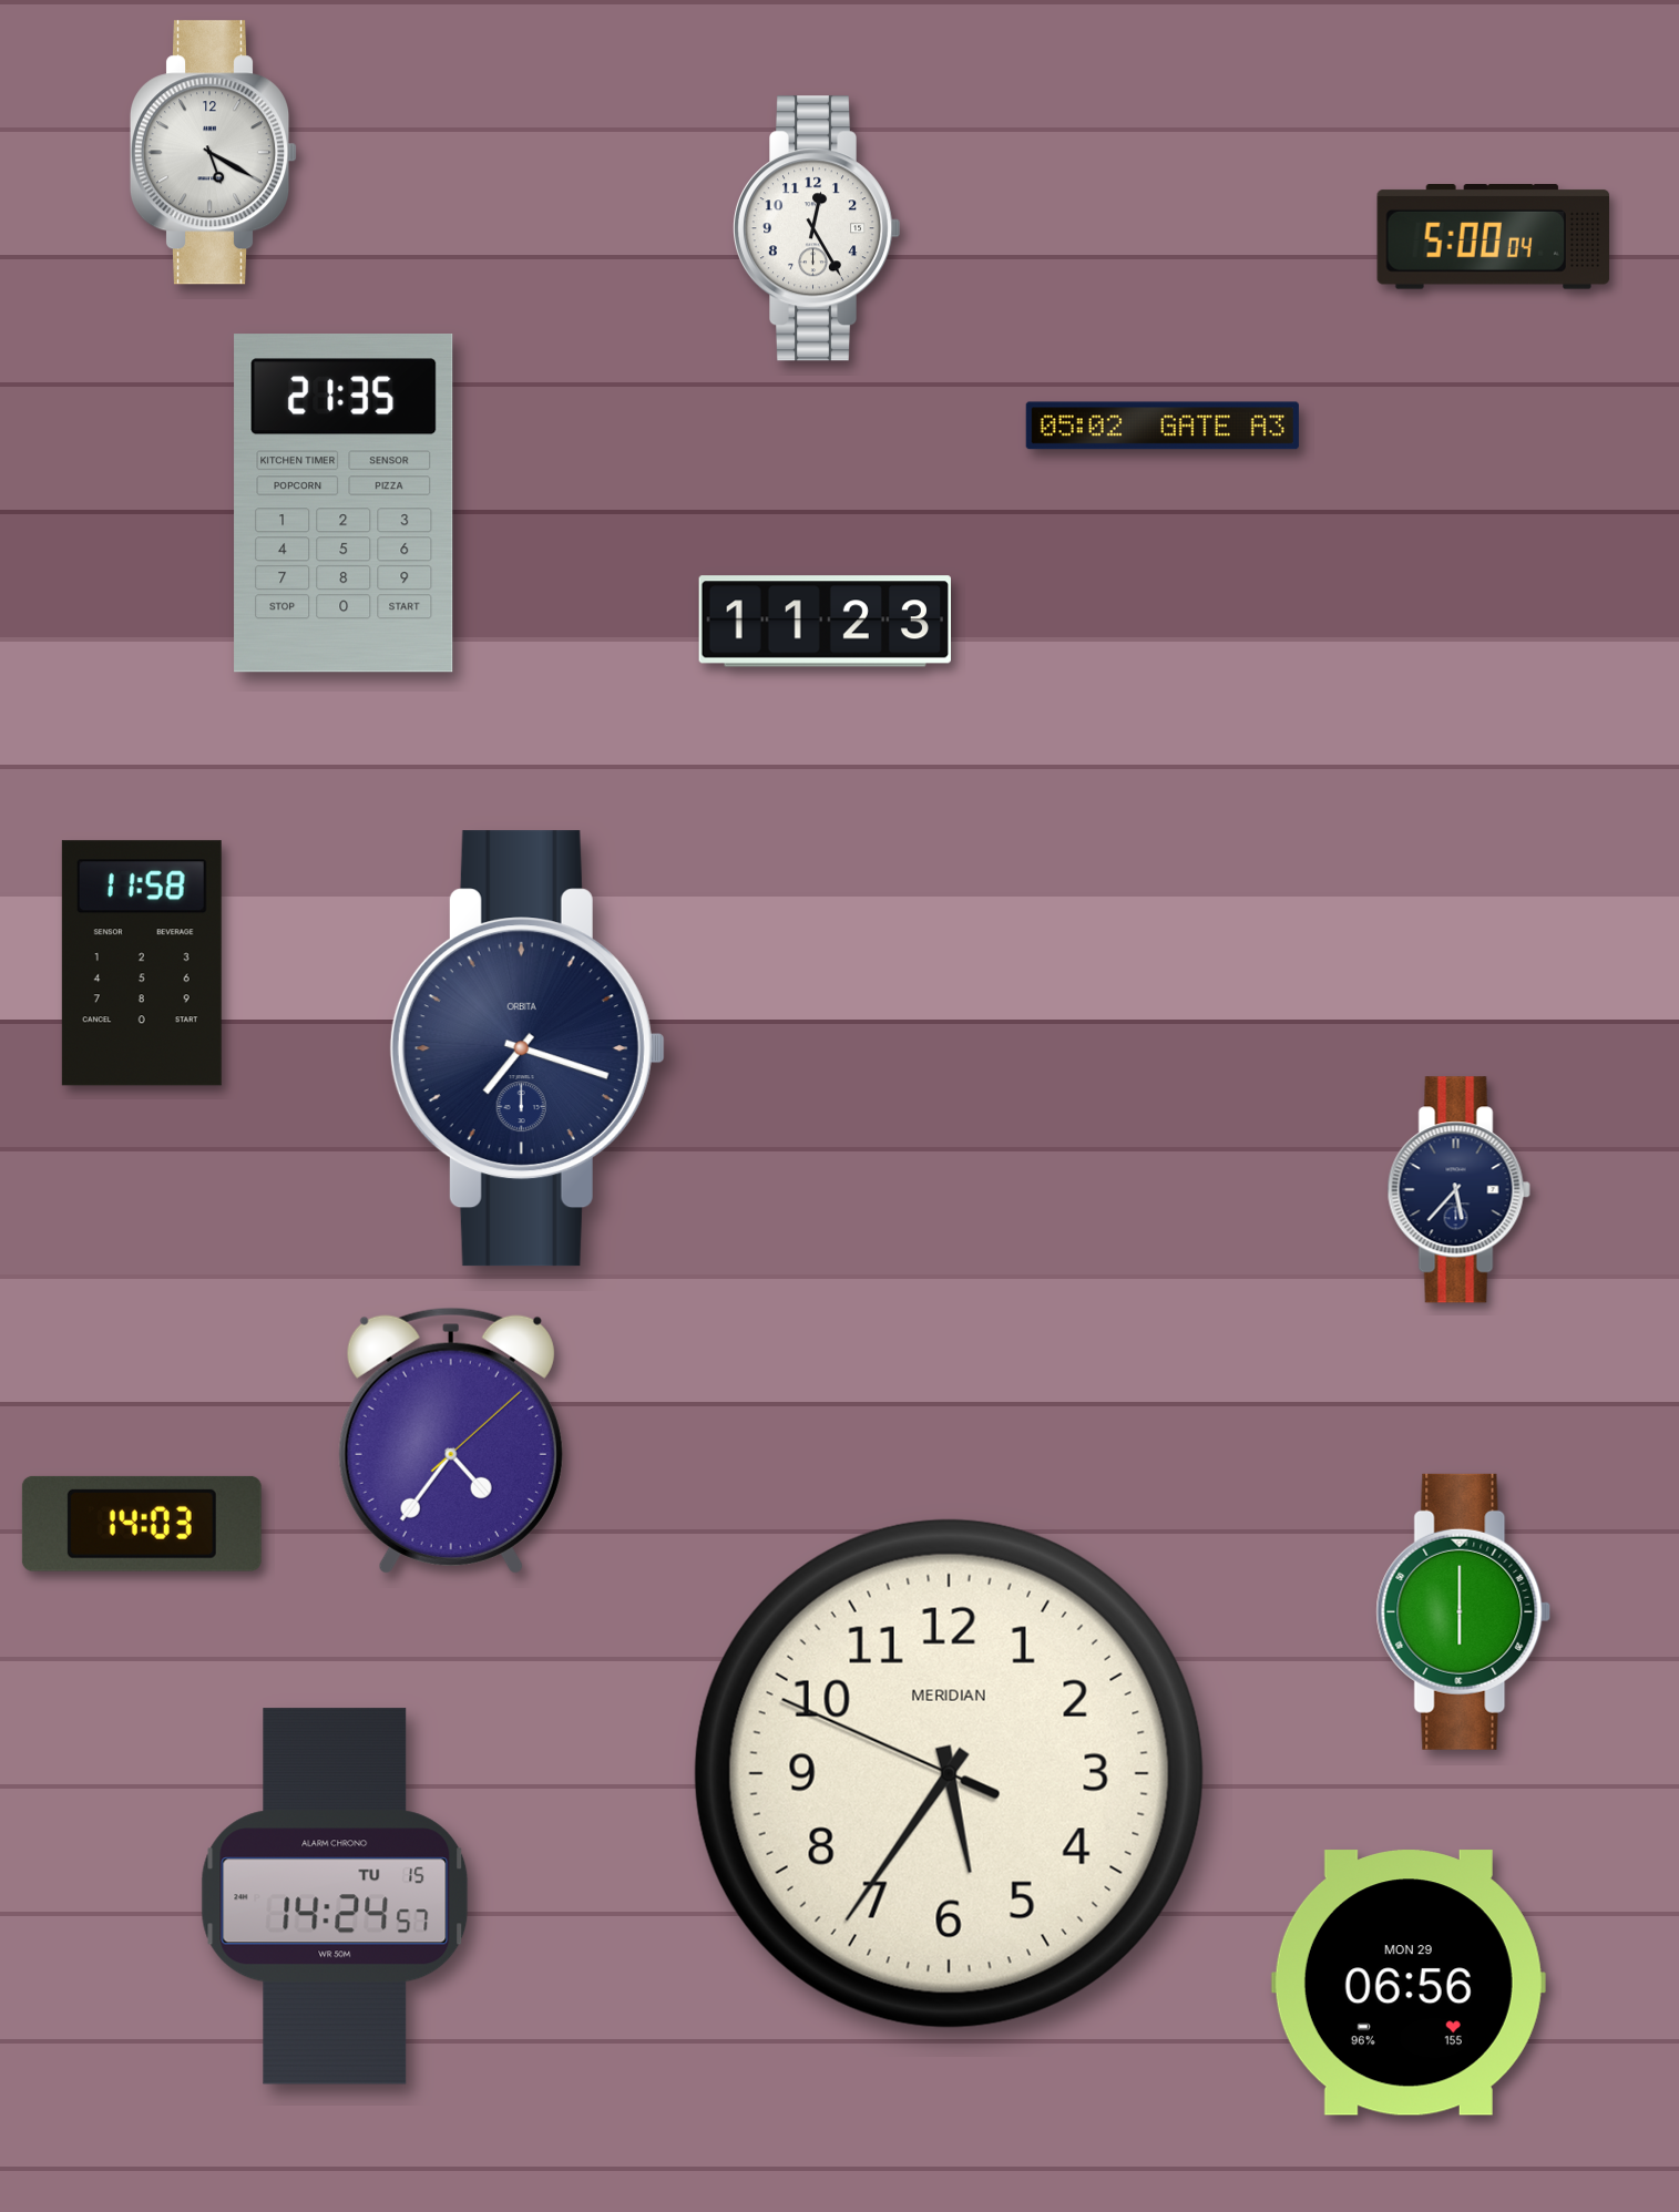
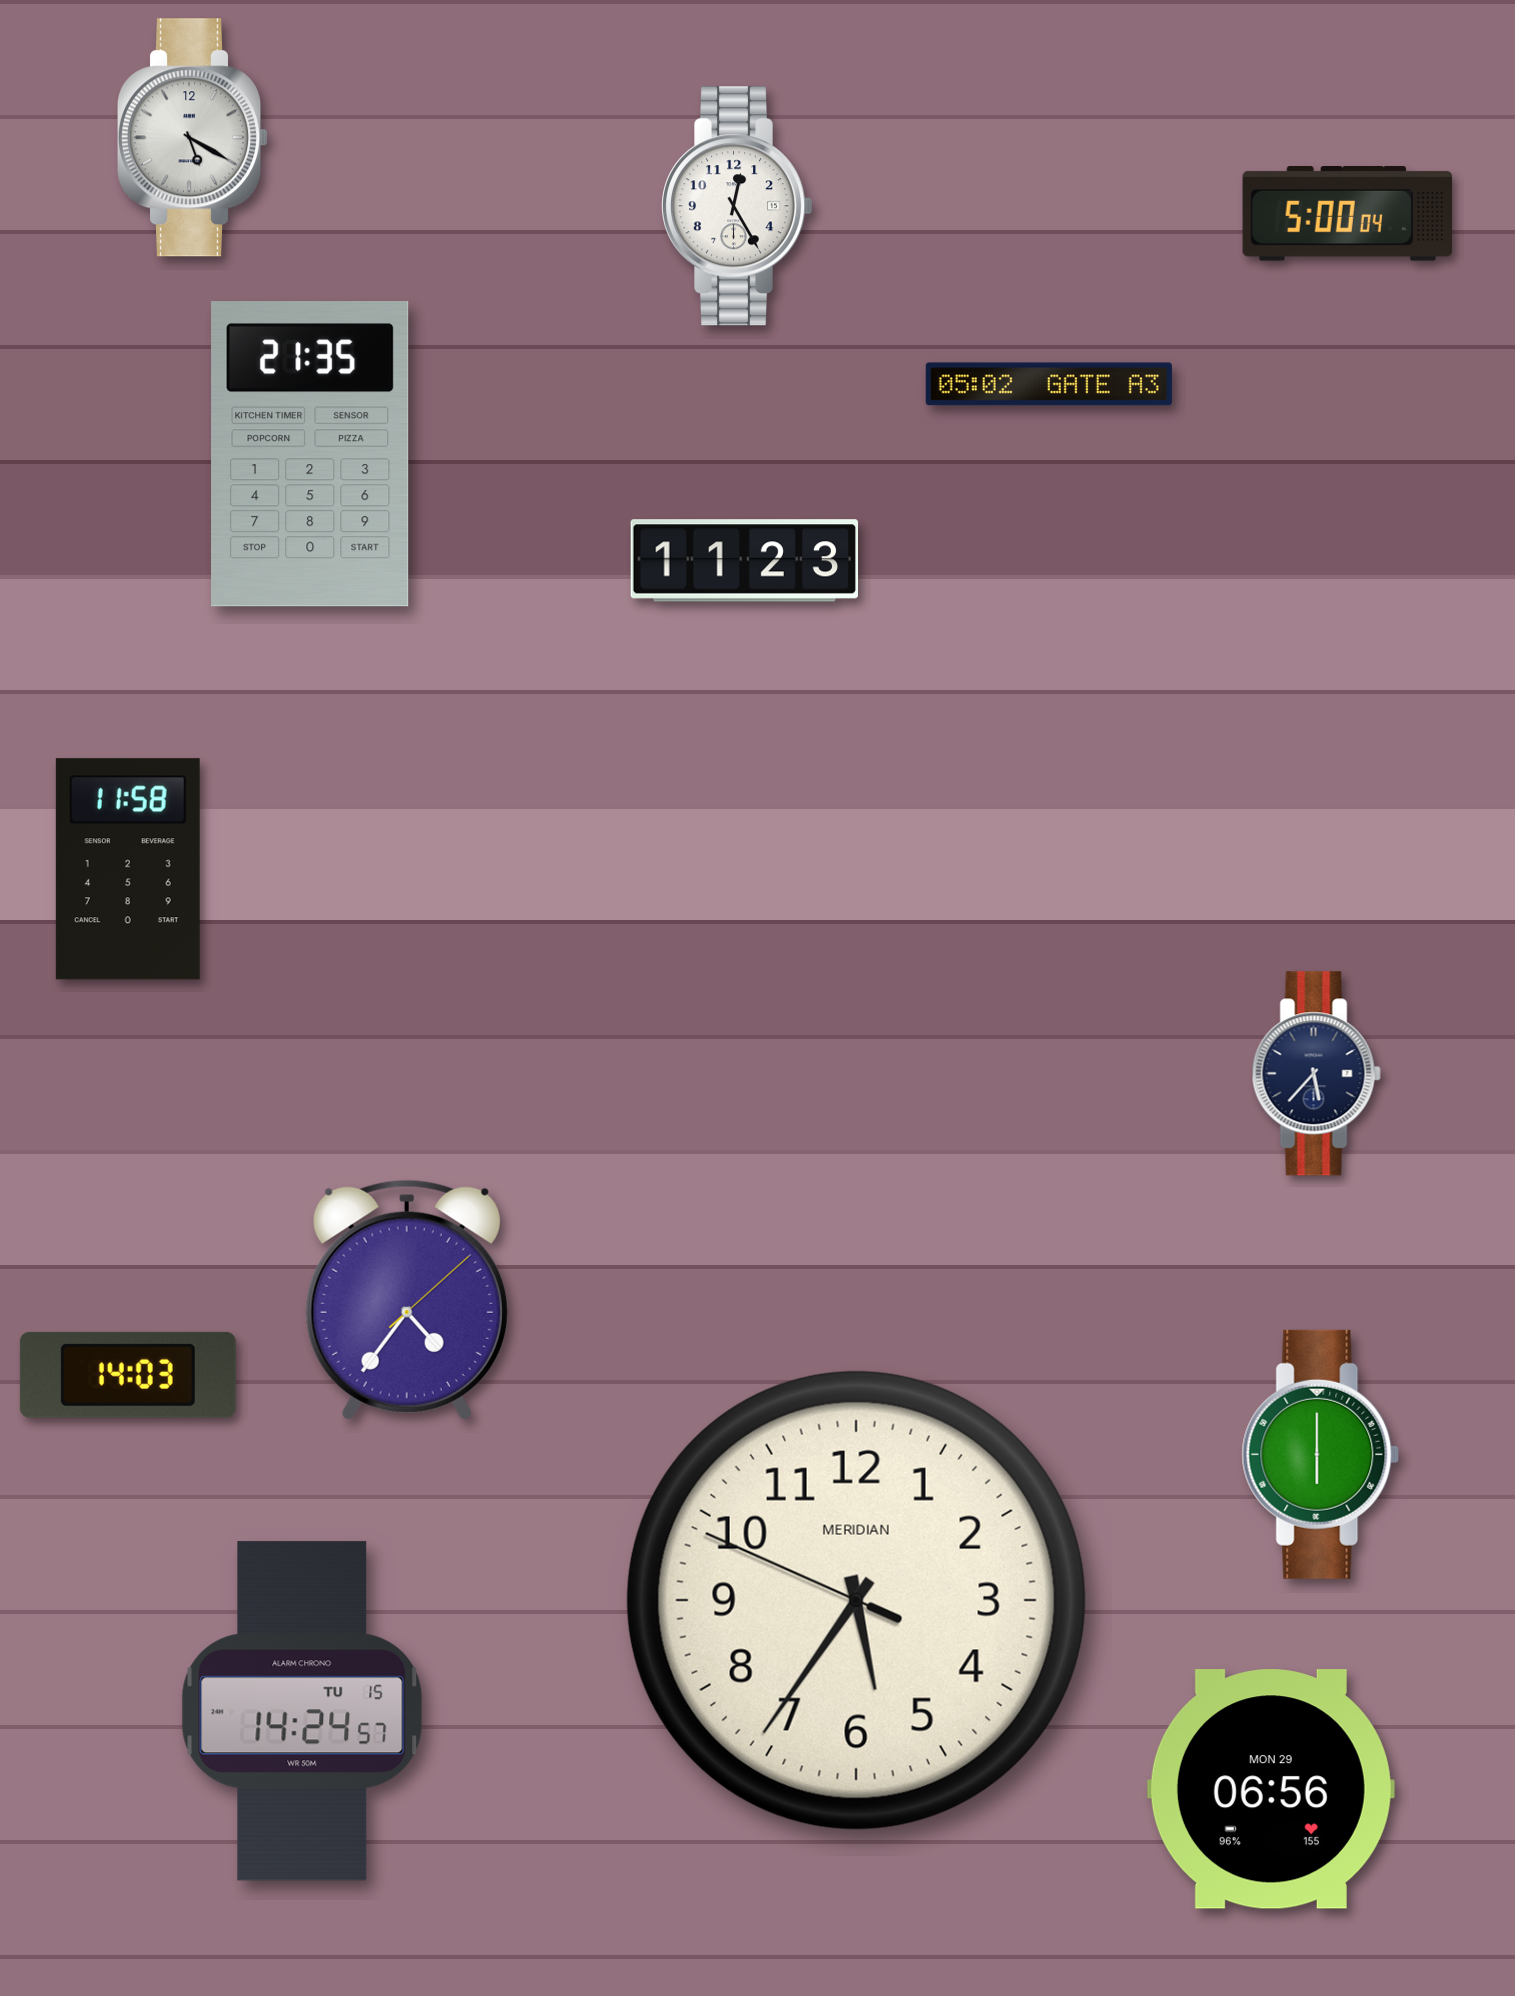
clock at (528, 1048): 7:18 -> none
